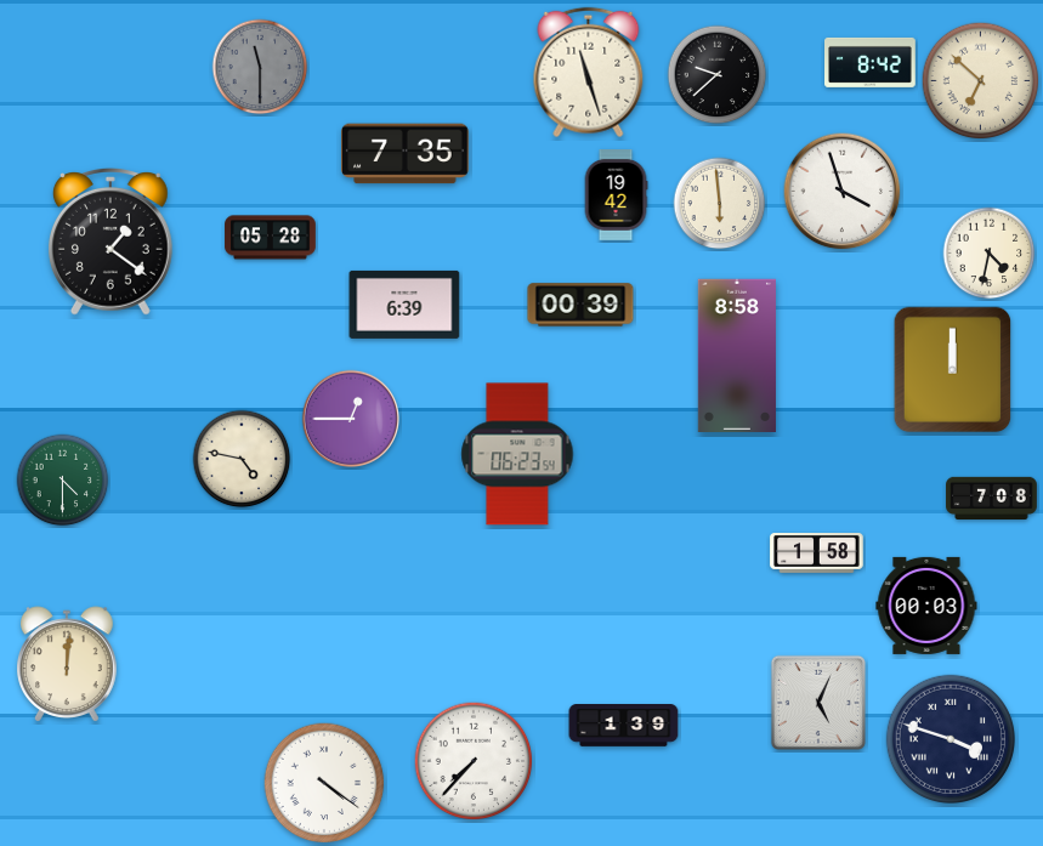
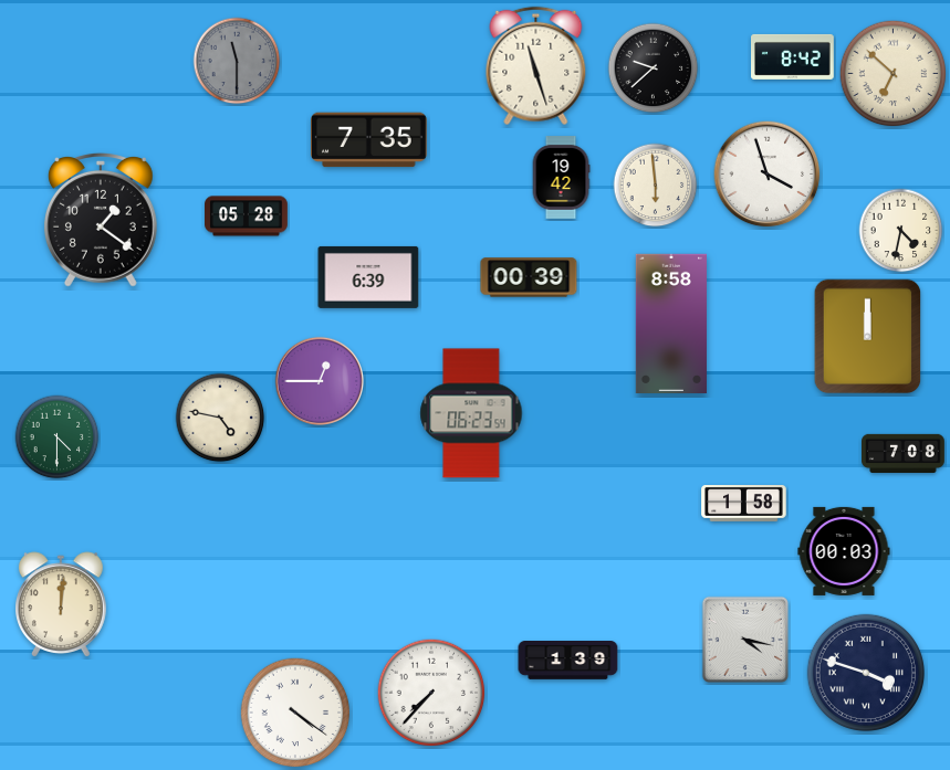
clock at (817, 702): 5:04 -> 4:17
